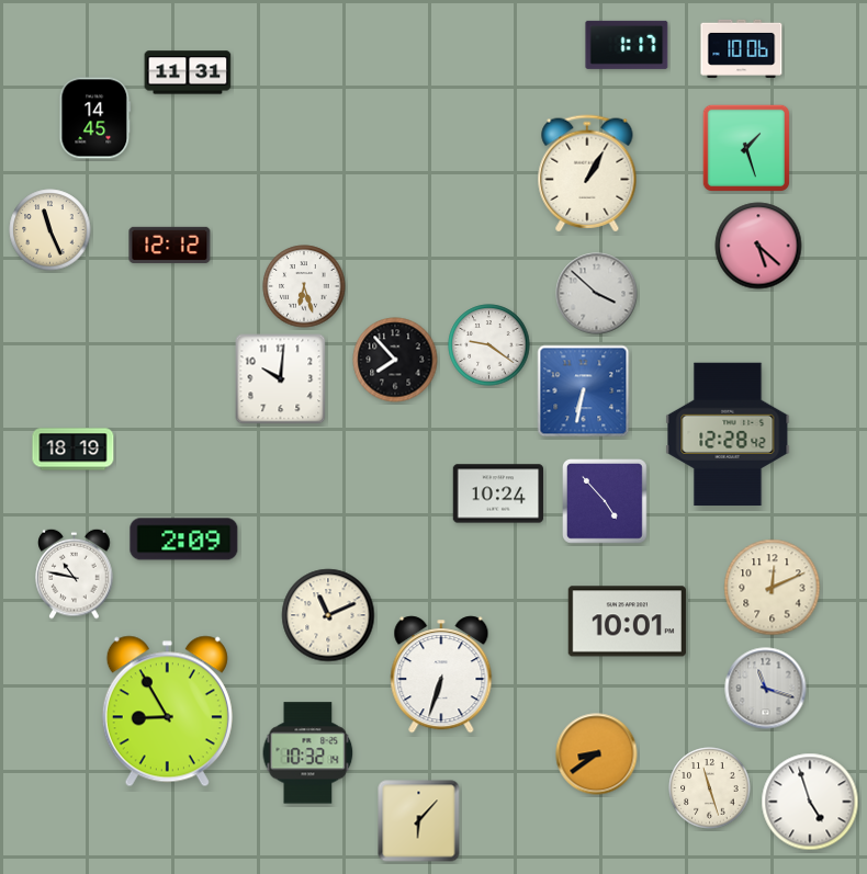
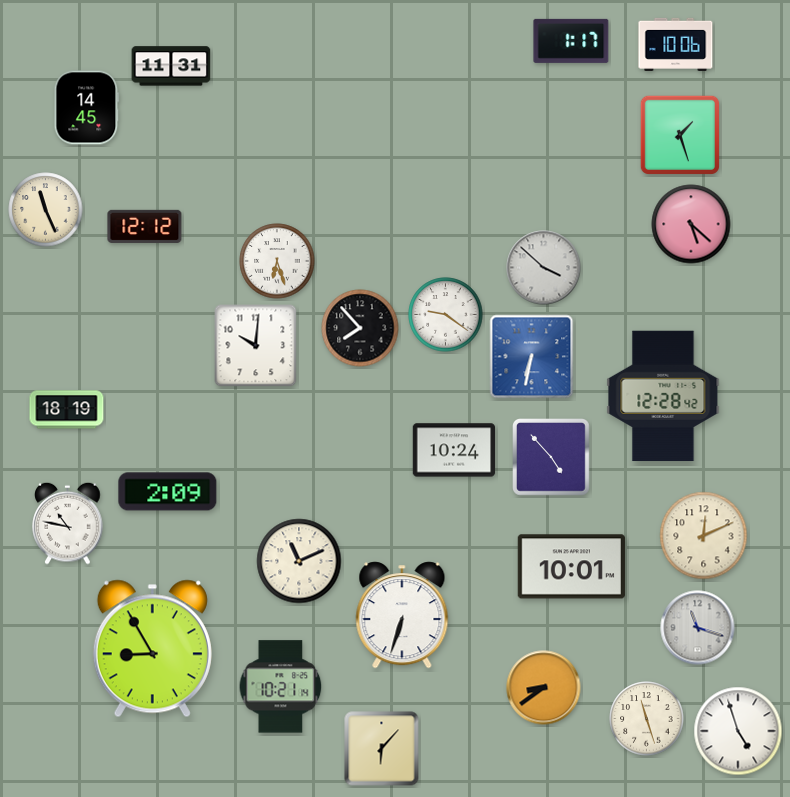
clock at (587, 173): 1:05 -> none
clock at (170, 245) position: (170, 245) -> (145, 226)
clock at (308, 753): 10:32 -> 10:21
